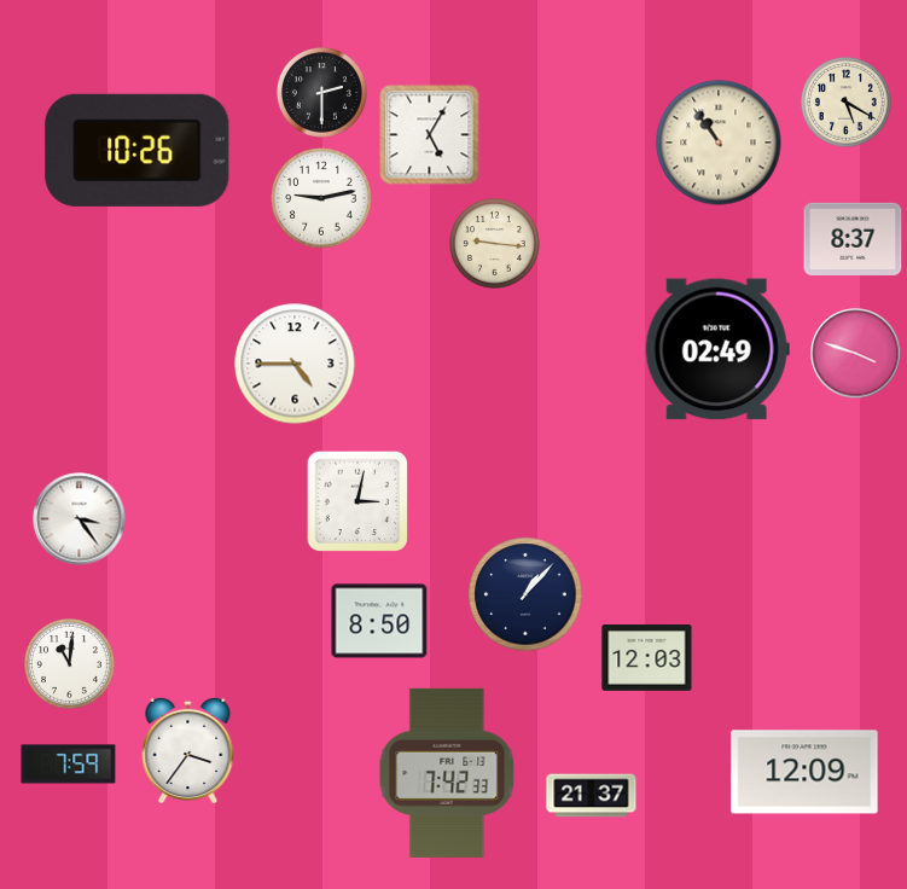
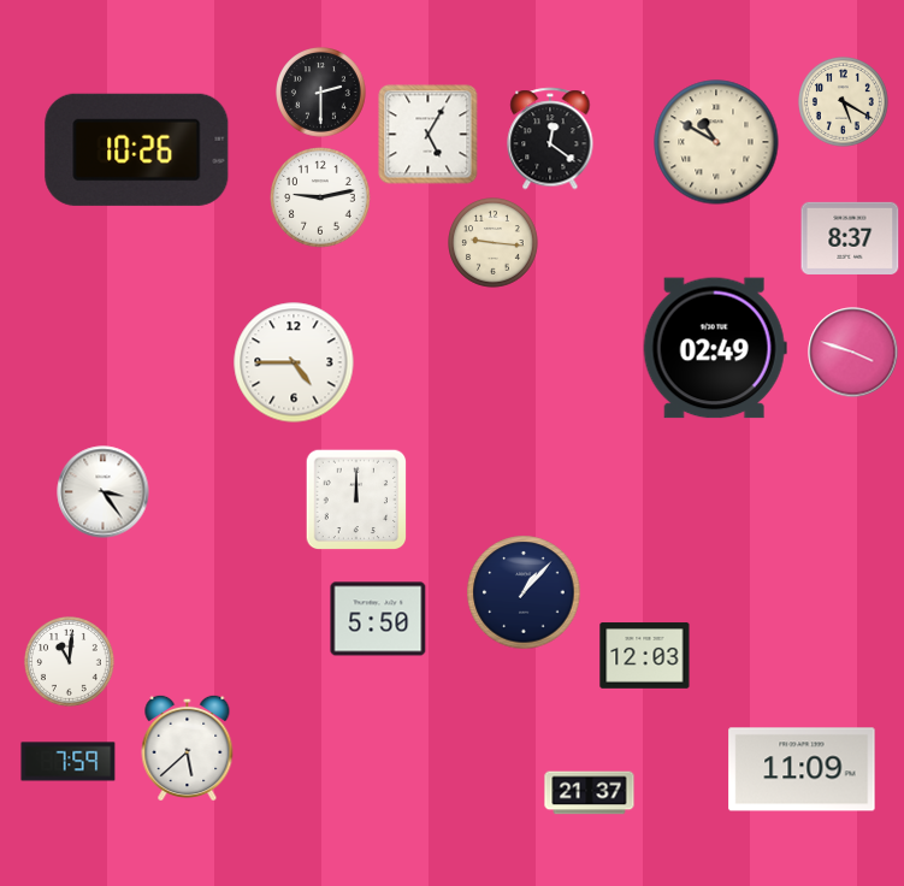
clock at (550, 138): none -> 12:21
clock at (719, 143): 10:54 -> 10:50
clock at (357, 501): 3:02 -> 12:00
clock at (80, 519) position: (80, 519) -> (104, 492)
clock at (379, 621): 8:50 -> 5:50
clock at (188, 749): 3:36 -> 5:38
clock at (804, 772): 12:09 -> 11:09
clock at (447, 773): 7:42 -> none
